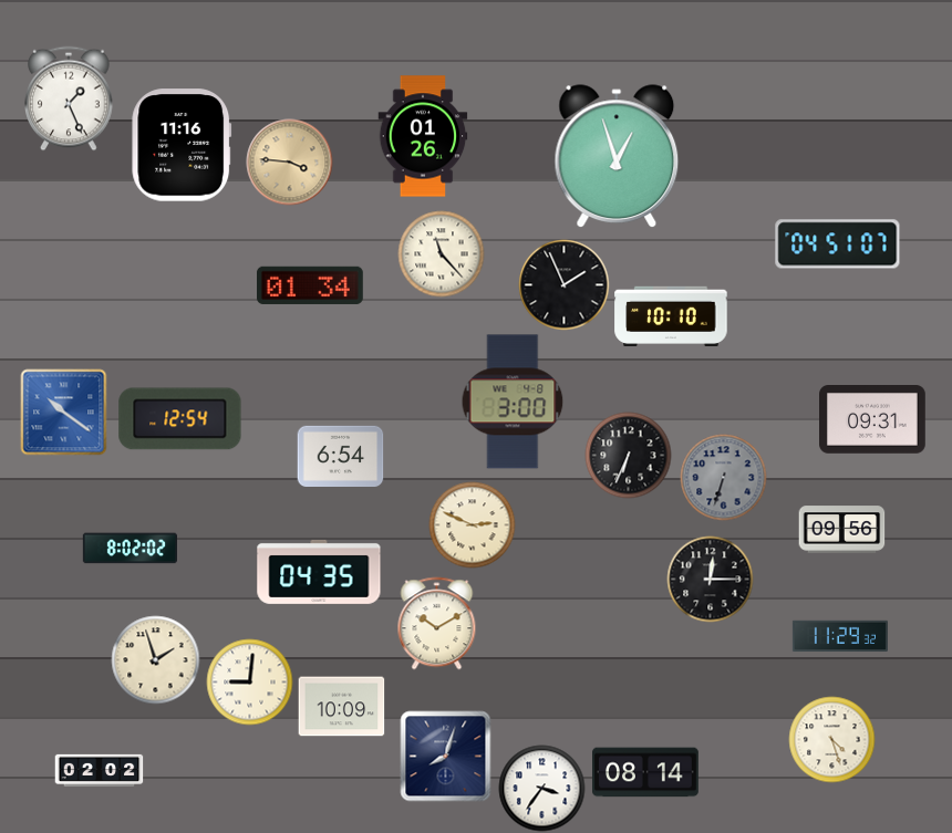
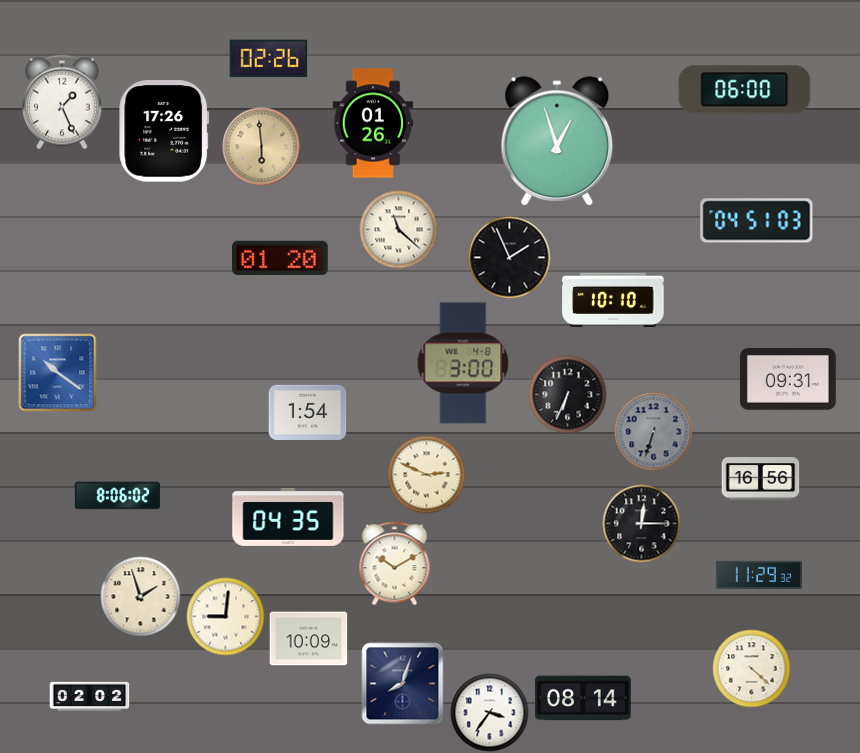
clock at (268, 59): none -> 02:26
clock at (69, 98) position: (69, 98) -> (62, 102)
clock at (745, 90): none -> 06:00
clock at (423, 136) position: (423, 136) -> (373, 123)
clock at (182, 145): 11:16 -> 17:26
clock at (289, 162): 3:46 -> 5:59
clock at (838, 244): 04:51:07 -> 04:51:03
clock at (441, 253): 11:23 -> 11:22
clock at (311, 284): 01:34 -> 01:20
clock at (671, 315) position: (671, 315) -> (613, 299)
clock at (180, 419): 12:54 -> none
clock at (628, 455) position: (628, 455) -> (567, 394)
clock at (340, 456): 6:54 -> 1:54
clock at (841, 530): 09:56 -> 16:56
clock at (130, 549): 8:02 -> 8:06
clock at (831, 739): 4:27 -> 4:22
